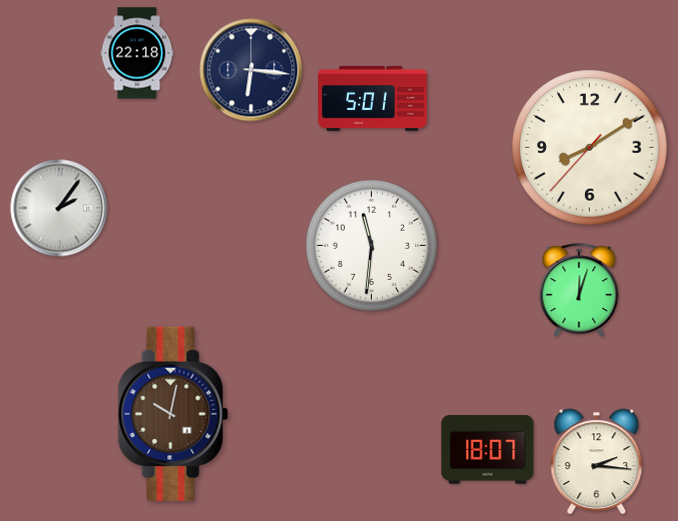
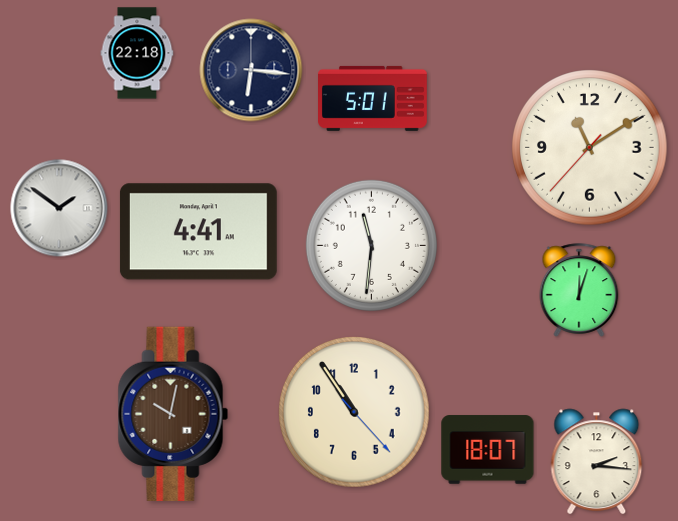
clock at (590, 148): 8:09 -> 11:09
clock at (59, 208): 2:06 -> 1:51
clock at (198, 232): none -> 4:41
clock at (355, 413): none -> 10:54
